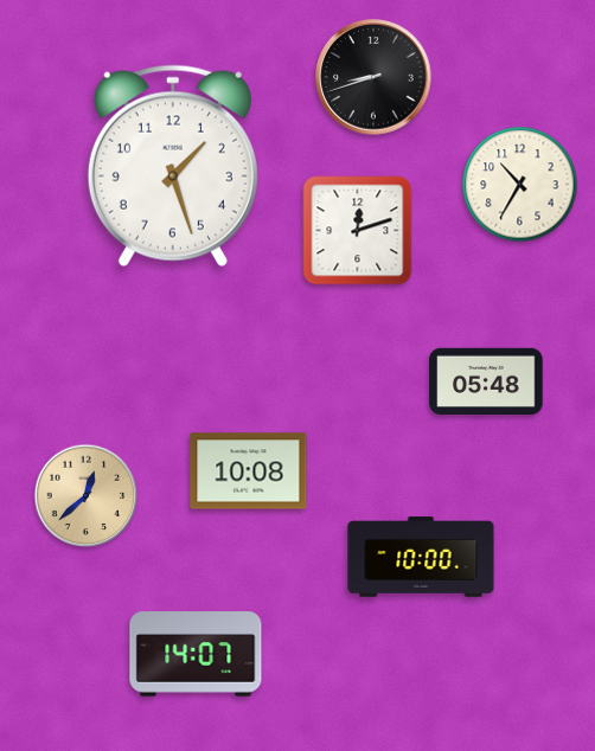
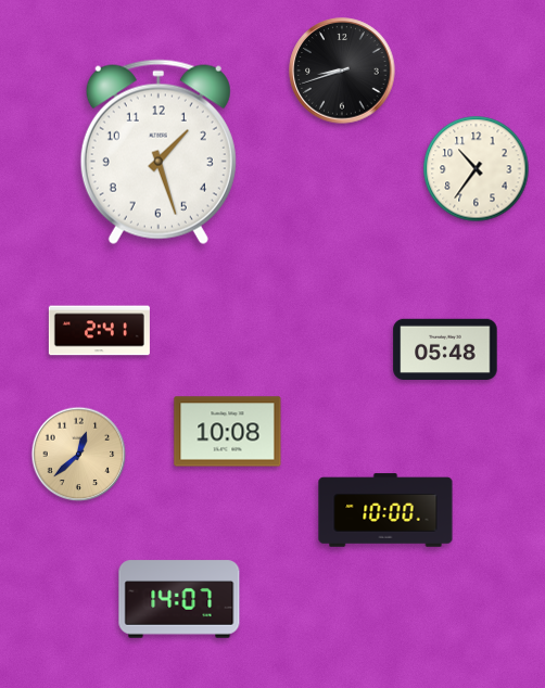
clock at (520, 185): 10:35 -> 10:36
clock at (358, 231): 12:12 -> none
clock at (99, 331): none -> 2:41
